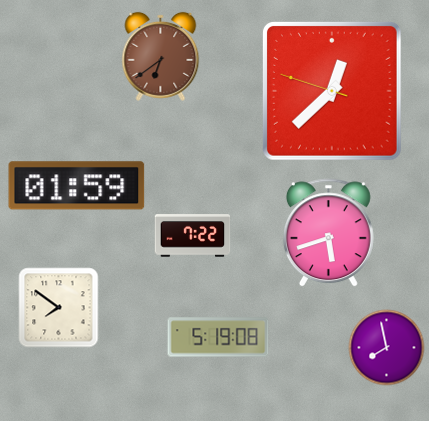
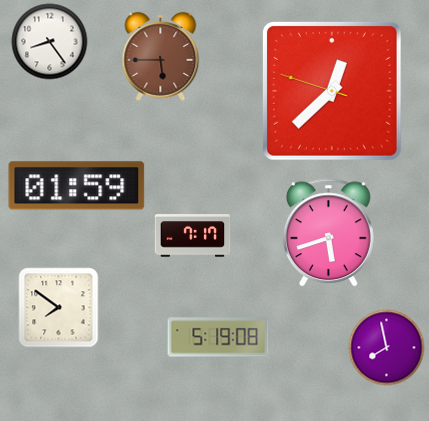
clock at (50, 42): none -> 8:24
clock at (161, 56): 6:39 -> 5:45
clock at (193, 236): 7:22 -> 7:17
